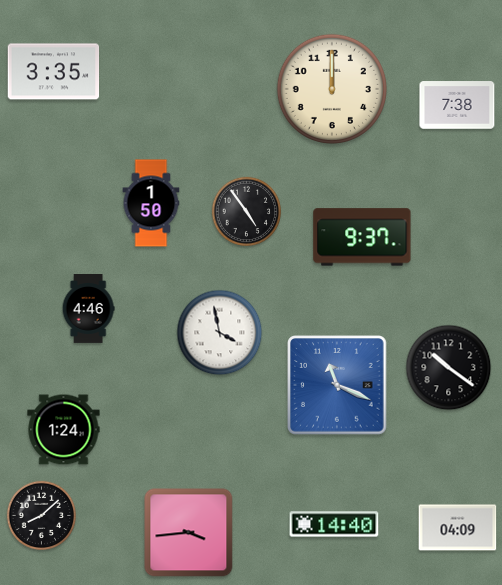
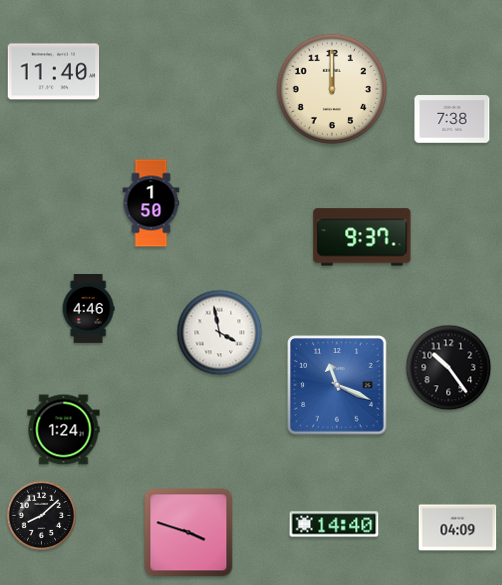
clock at (54, 72): 3:35 -> 11:40
clock at (457, 105) position: (457, 105) -> (452, 119)
clock at (247, 212): 4:54 -> none
clock at (449, 368): 10:21 -> 10:24
clock at (189, 533): 3:44 -> 3:48
